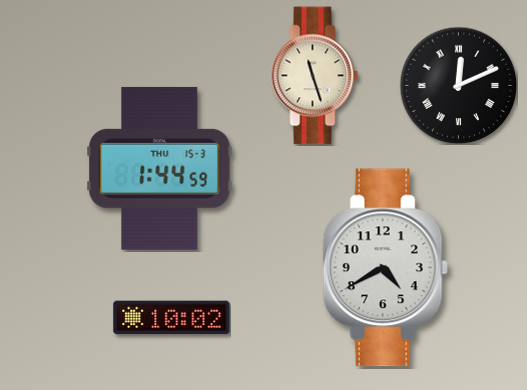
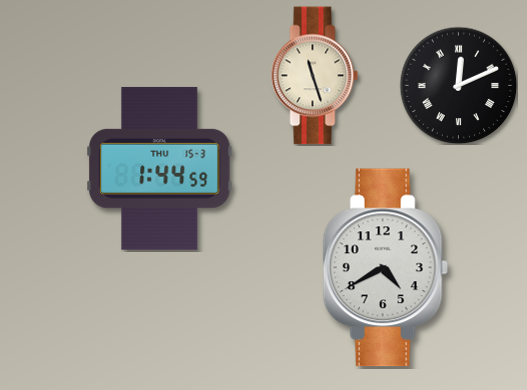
clock at (172, 318): 10:02 -> none
